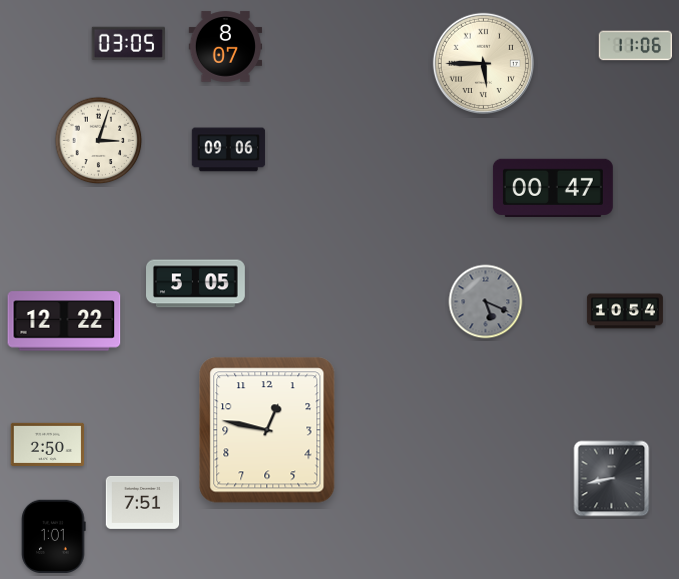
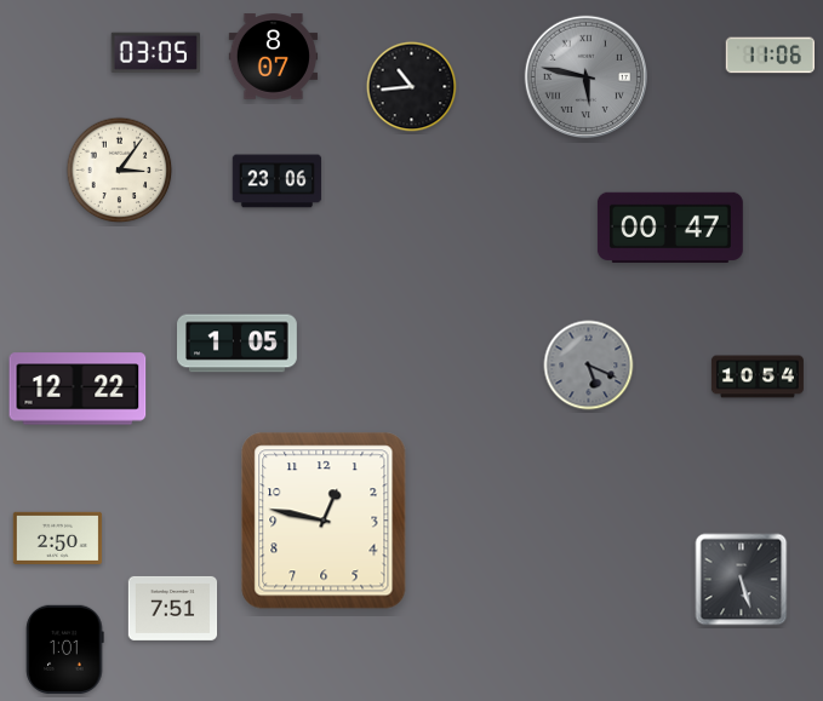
clock at (483, 63): 5:45 -> 5:47
clock at (483, 63) dial: cream -> grey
clock at (412, 87): none -> 10:44
clock at (99, 141): 3:03 -> 3:06
clock at (229, 150): 09:06 -> 23:06
clock at (196, 284): 5:05 -> 1:05
clock at (612, 479): 8:43 -> 5:27
